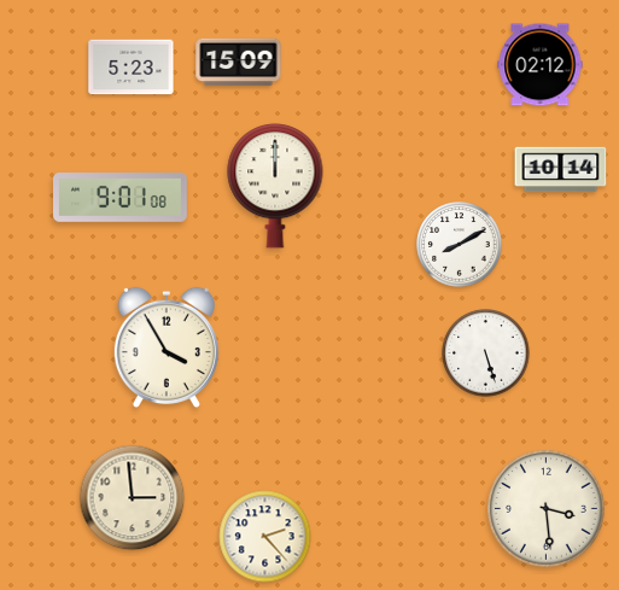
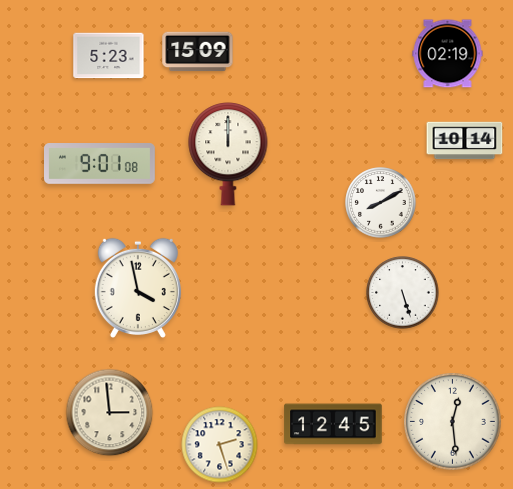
clock at (541, 65): 02:12 -> 02:19
clock at (167, 346): 3:55 -> 3:58
clock at (547, 509): 3:29 -> 12:29
clock at (333, 424): none -> 12:45
clock at (265, 537): 2:23 -> 2:27
